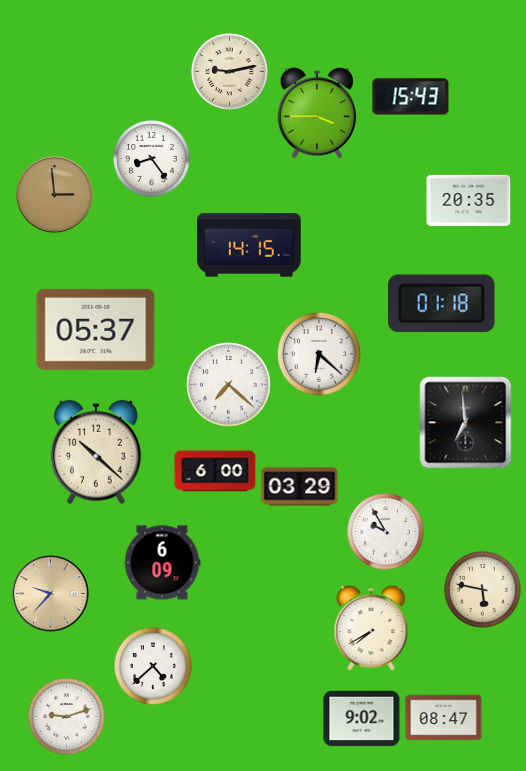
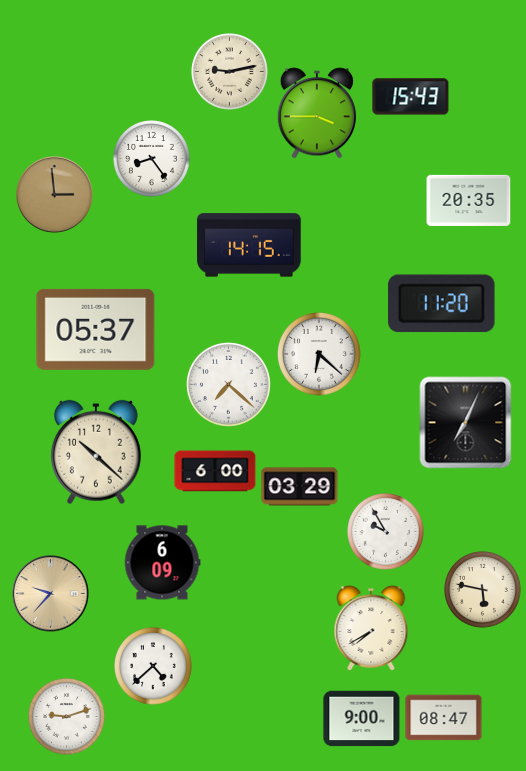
clock at (442, 304): 01:18 -> 11:20
clock at (466, 423): 6:59 -> 7:04
clock at (362, 719): 9:02 -> 9:00
